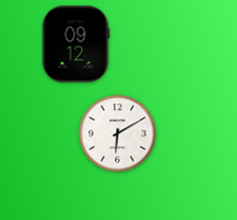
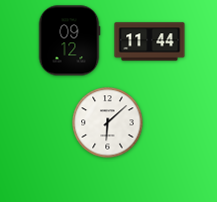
clock at (150, 42): none -> 11:44
clock at (118, 134): 6:10 -> 6:08
